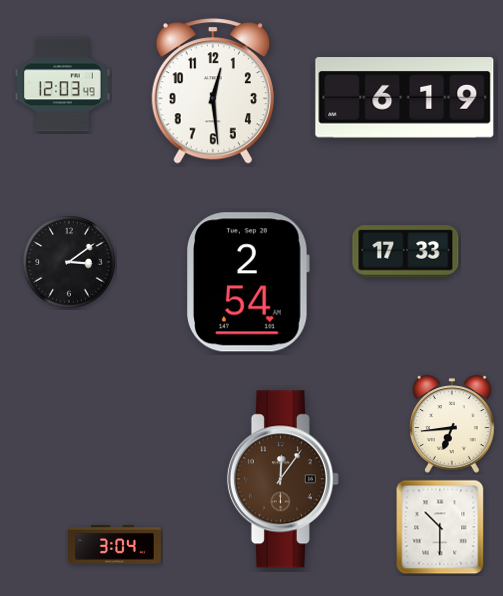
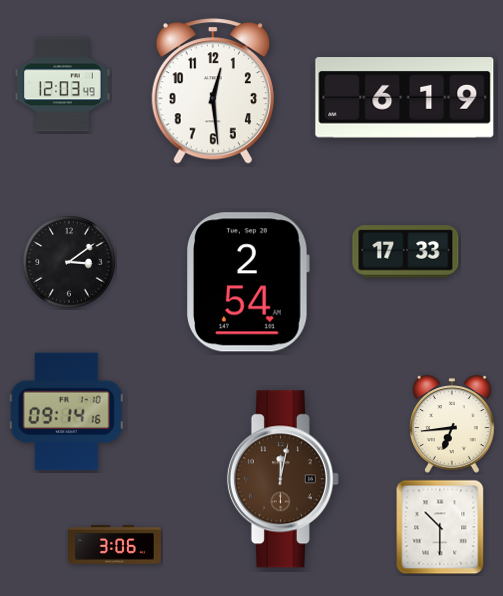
clock at (66, 412): none -> 09:14
clock at (283, 479): 12:06 -> 12:02
clock at (115, 545): 3:04 -> 3:06
